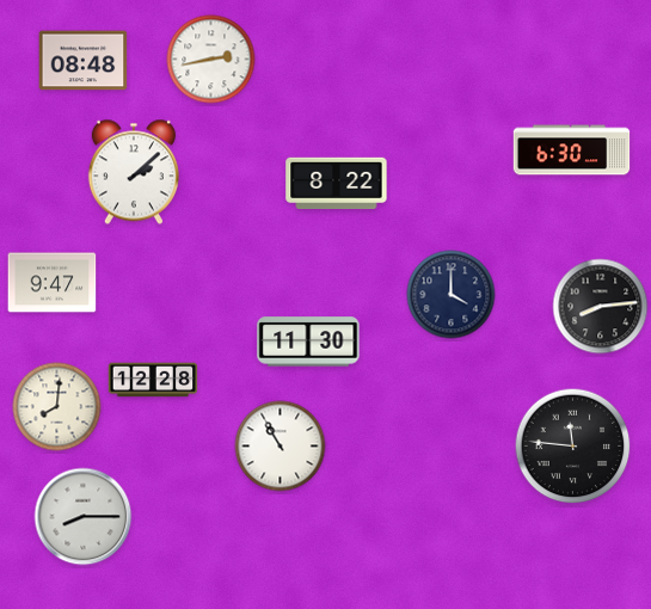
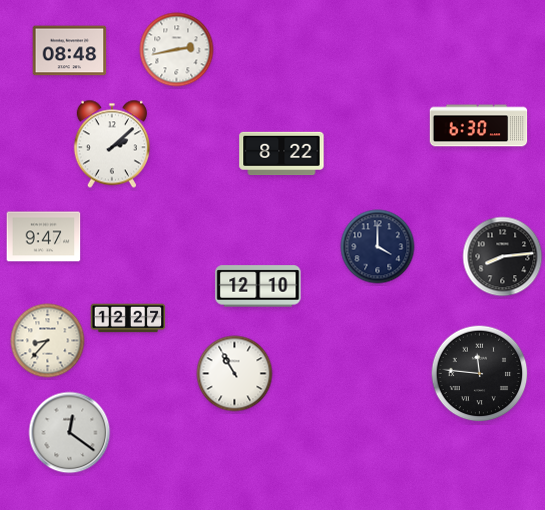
clock at (308, 342): 11:30 -> 12:10
clock at (153, 380): 12:28 -> 12:27
clock at (57, 407): 8:01 -> 8:37
clock at (84, 517): 8:15 -> 12:21
